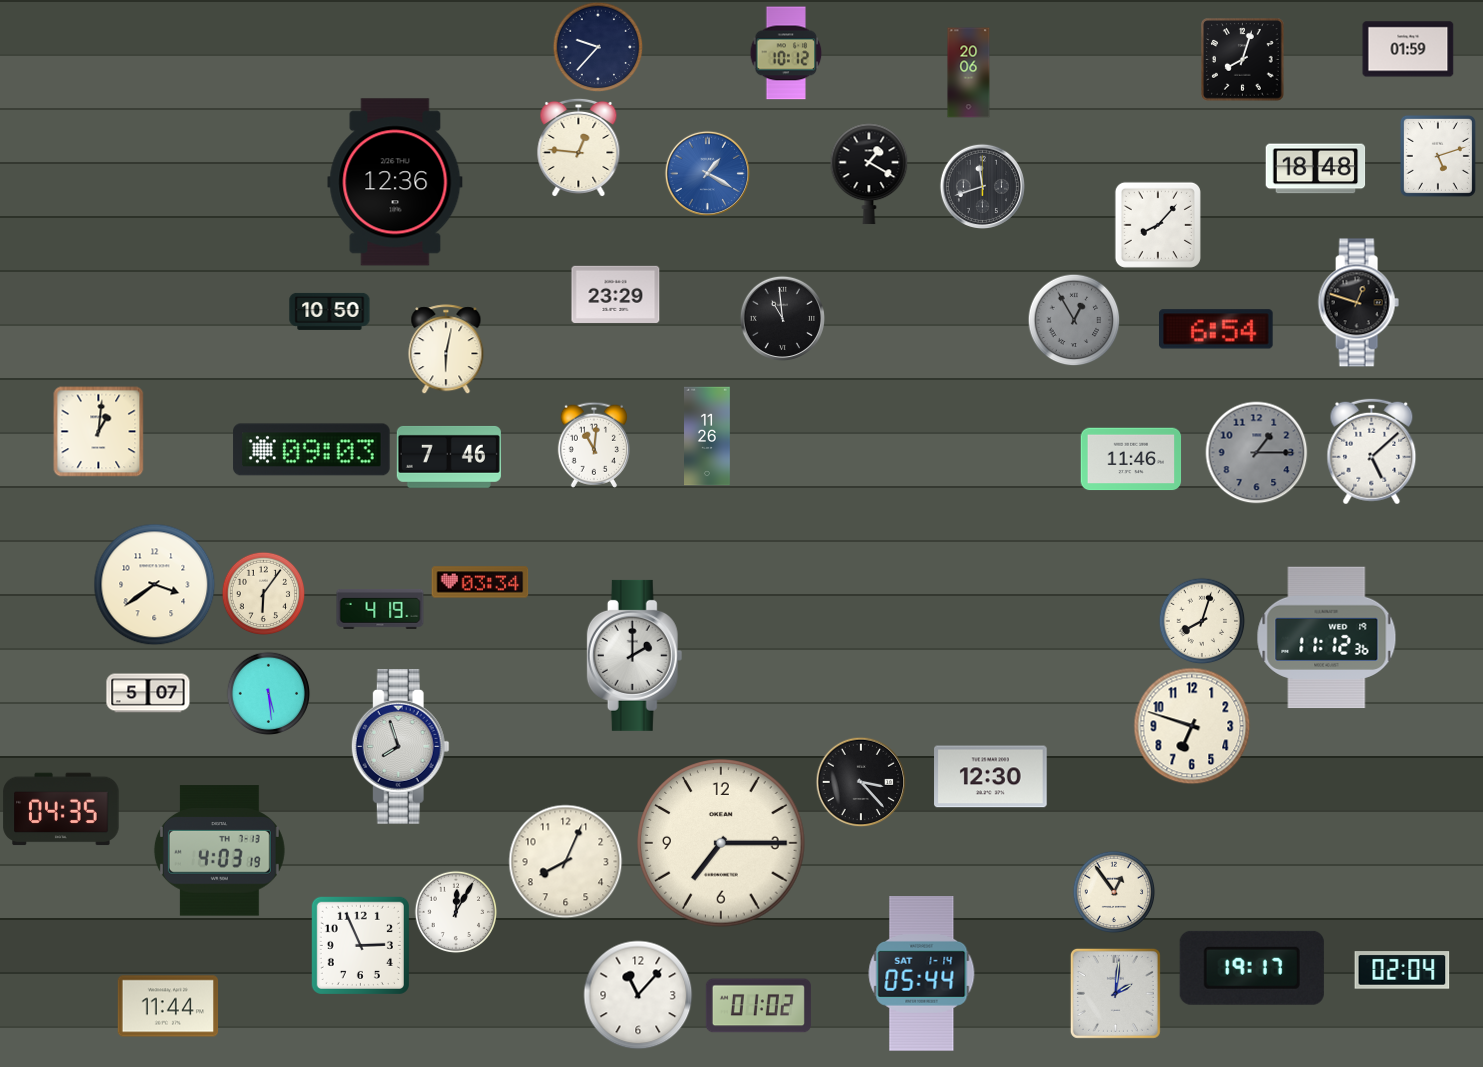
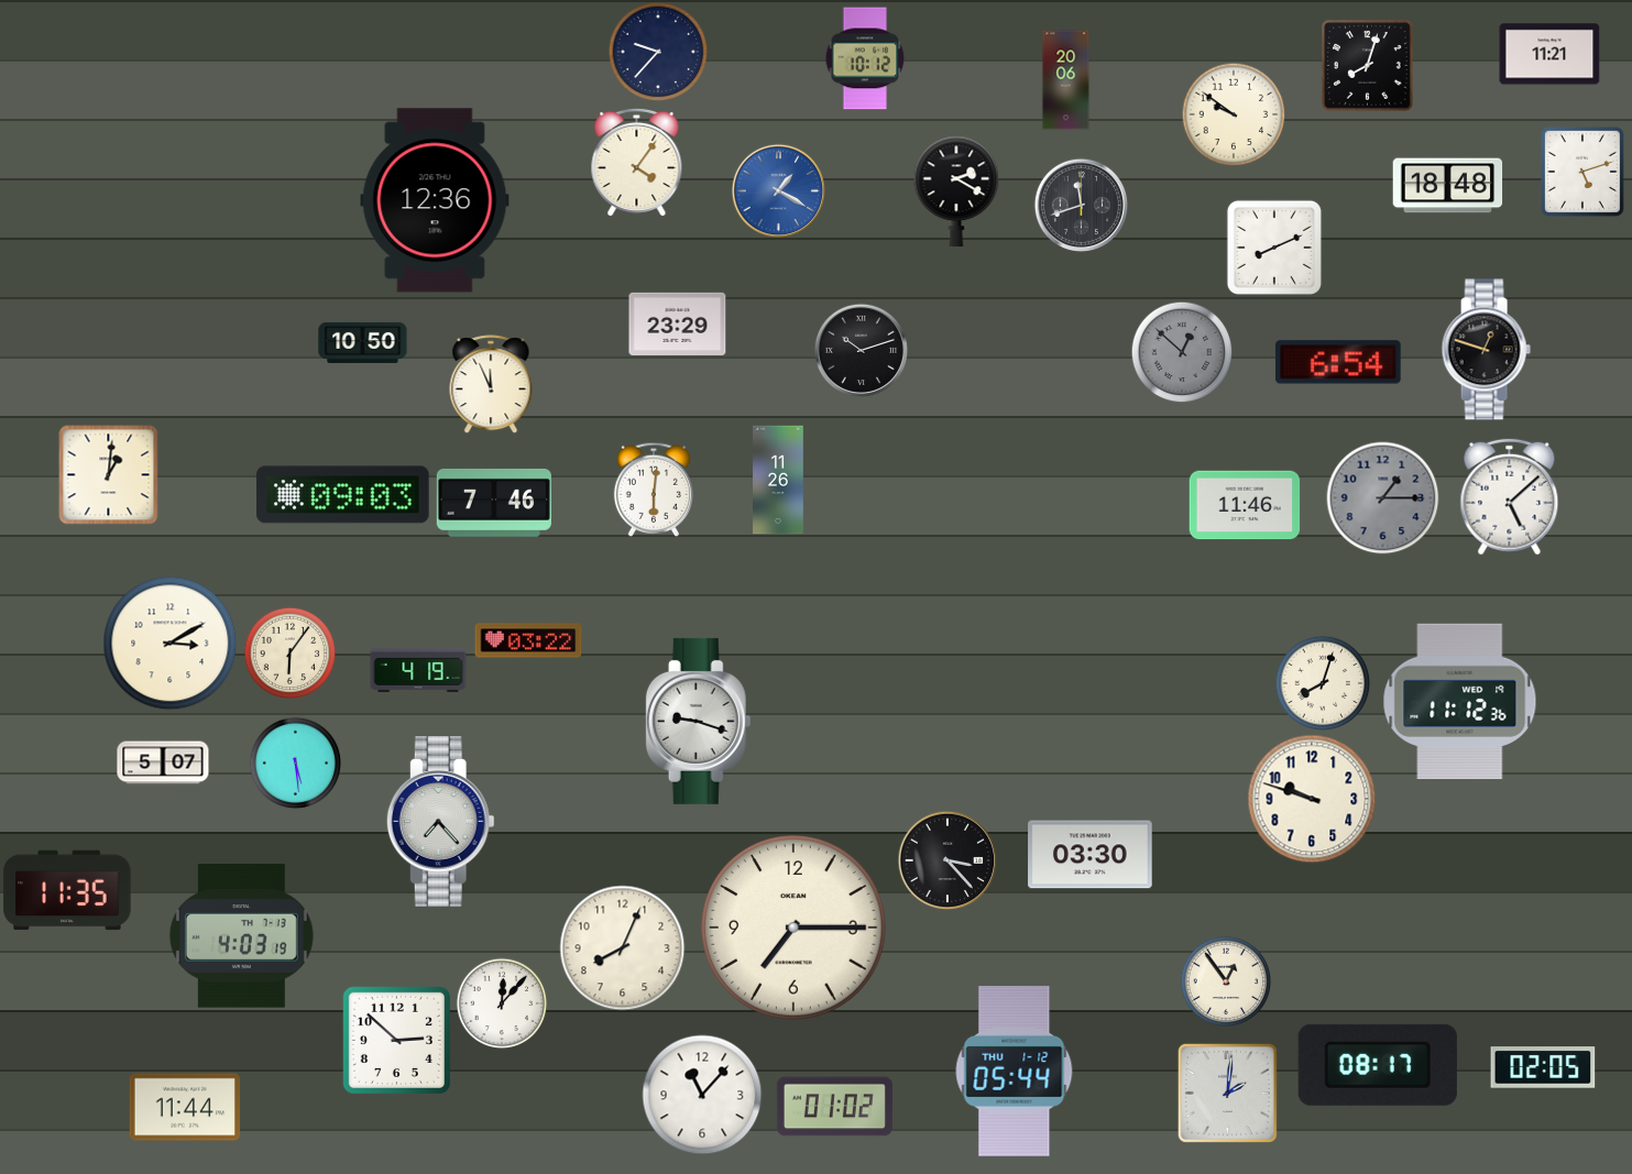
clock at (1408, 49): 01:59 -> 11:21
clock at (1234, 114): none -> 9:51
clock at (579, 147): 12:46 -> 4:06
clock at (869, 174): 1:20 -> 2:20
clock at (1158, 225): 8:07 -> 8:11
clock at (1358, 303) position: (1358, 303) -> (1486, 350)
clock at (782, 318): 10:59 -> 10:12
clock at (1074, 320): 12:55 -> 12:52
clock at (446, 349): 6:02 -> 11:56
clock at (594, 445): 11:01 -> 6:01
clock at (480, 582): 03:34 -> 03:22
clock at (155, 585): 3:39 -> 3:10
clock at (635, 655): 2:00 -> 9:18
clock at (1192, 726): 6:48 -> 9:48
clock at (400, 747): 7:57 -> 7:23
clock at (991, 777): 12:30 -> 03:30
clock at (61, 809): 04:35 -> 11:35
clock at (456, 912): 12:05 -> 12:07
clock at (360, 945): 2:56 -> 2:52
clock at (1252, 968): 19:17 -> 08:17
clock at (1402, 970): 02:04 -> 02:05
clock at (922, 974) date: SAT 1-14 -> THU 1-12
